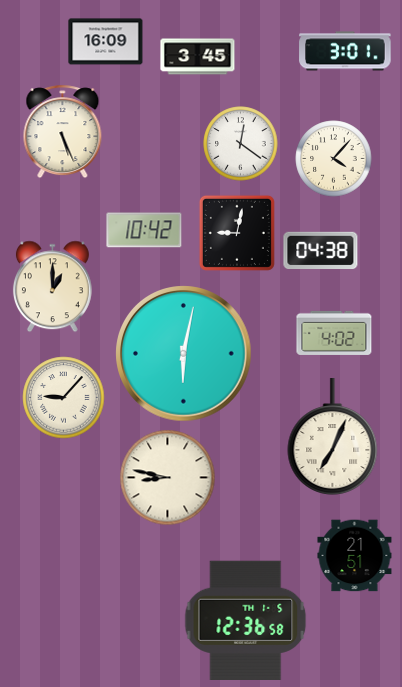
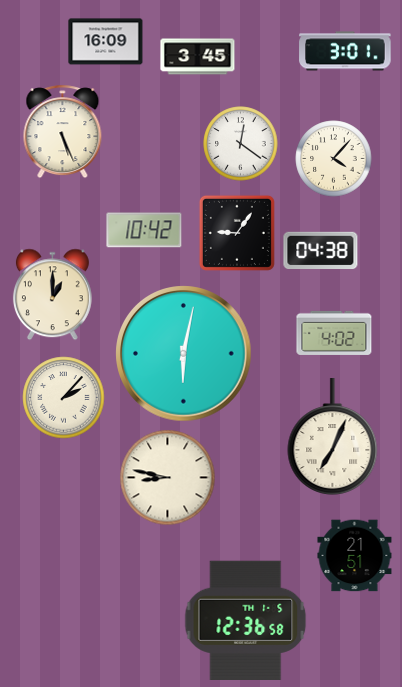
clock at (237, 233): 9:02 -> 9:06
clock at (52, 287) position: (52, 287) -> (52, 295)
clock at (64, 398): 9:07 -> 2:07
